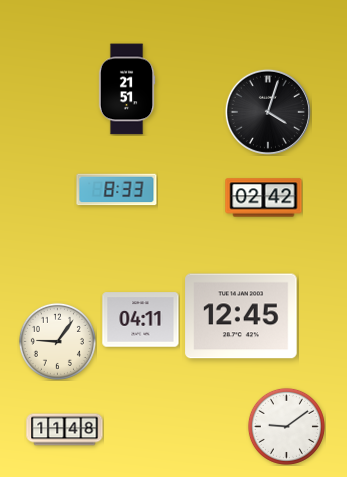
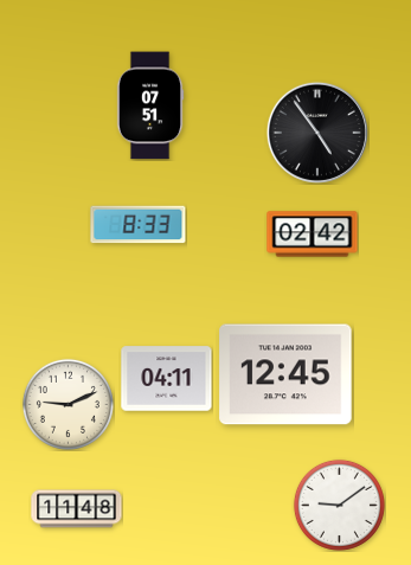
clock at (127, 89): 21:51 -> 07:51
clock at (268, 112): 4:03 -> 4:54
clock at (57, 341): 9:06 -> 9:11
